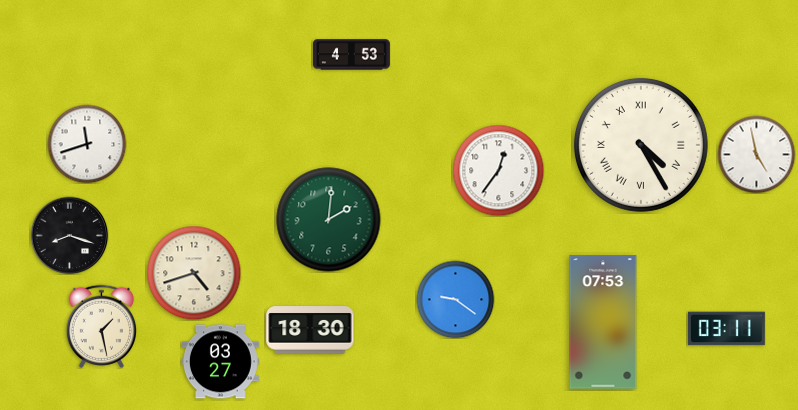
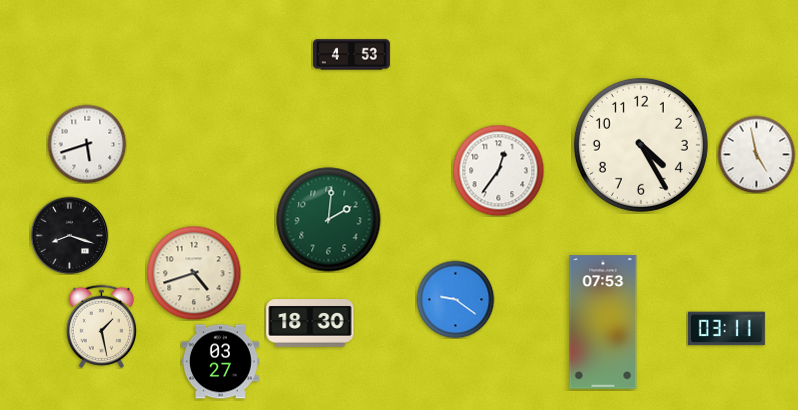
clock at (87, 144): 11:42 -> 5:42
clock at (641, 145) numerals: Roman -> Arabic
clock at (310, 330) position: (310, 330) -> (310, 323)
